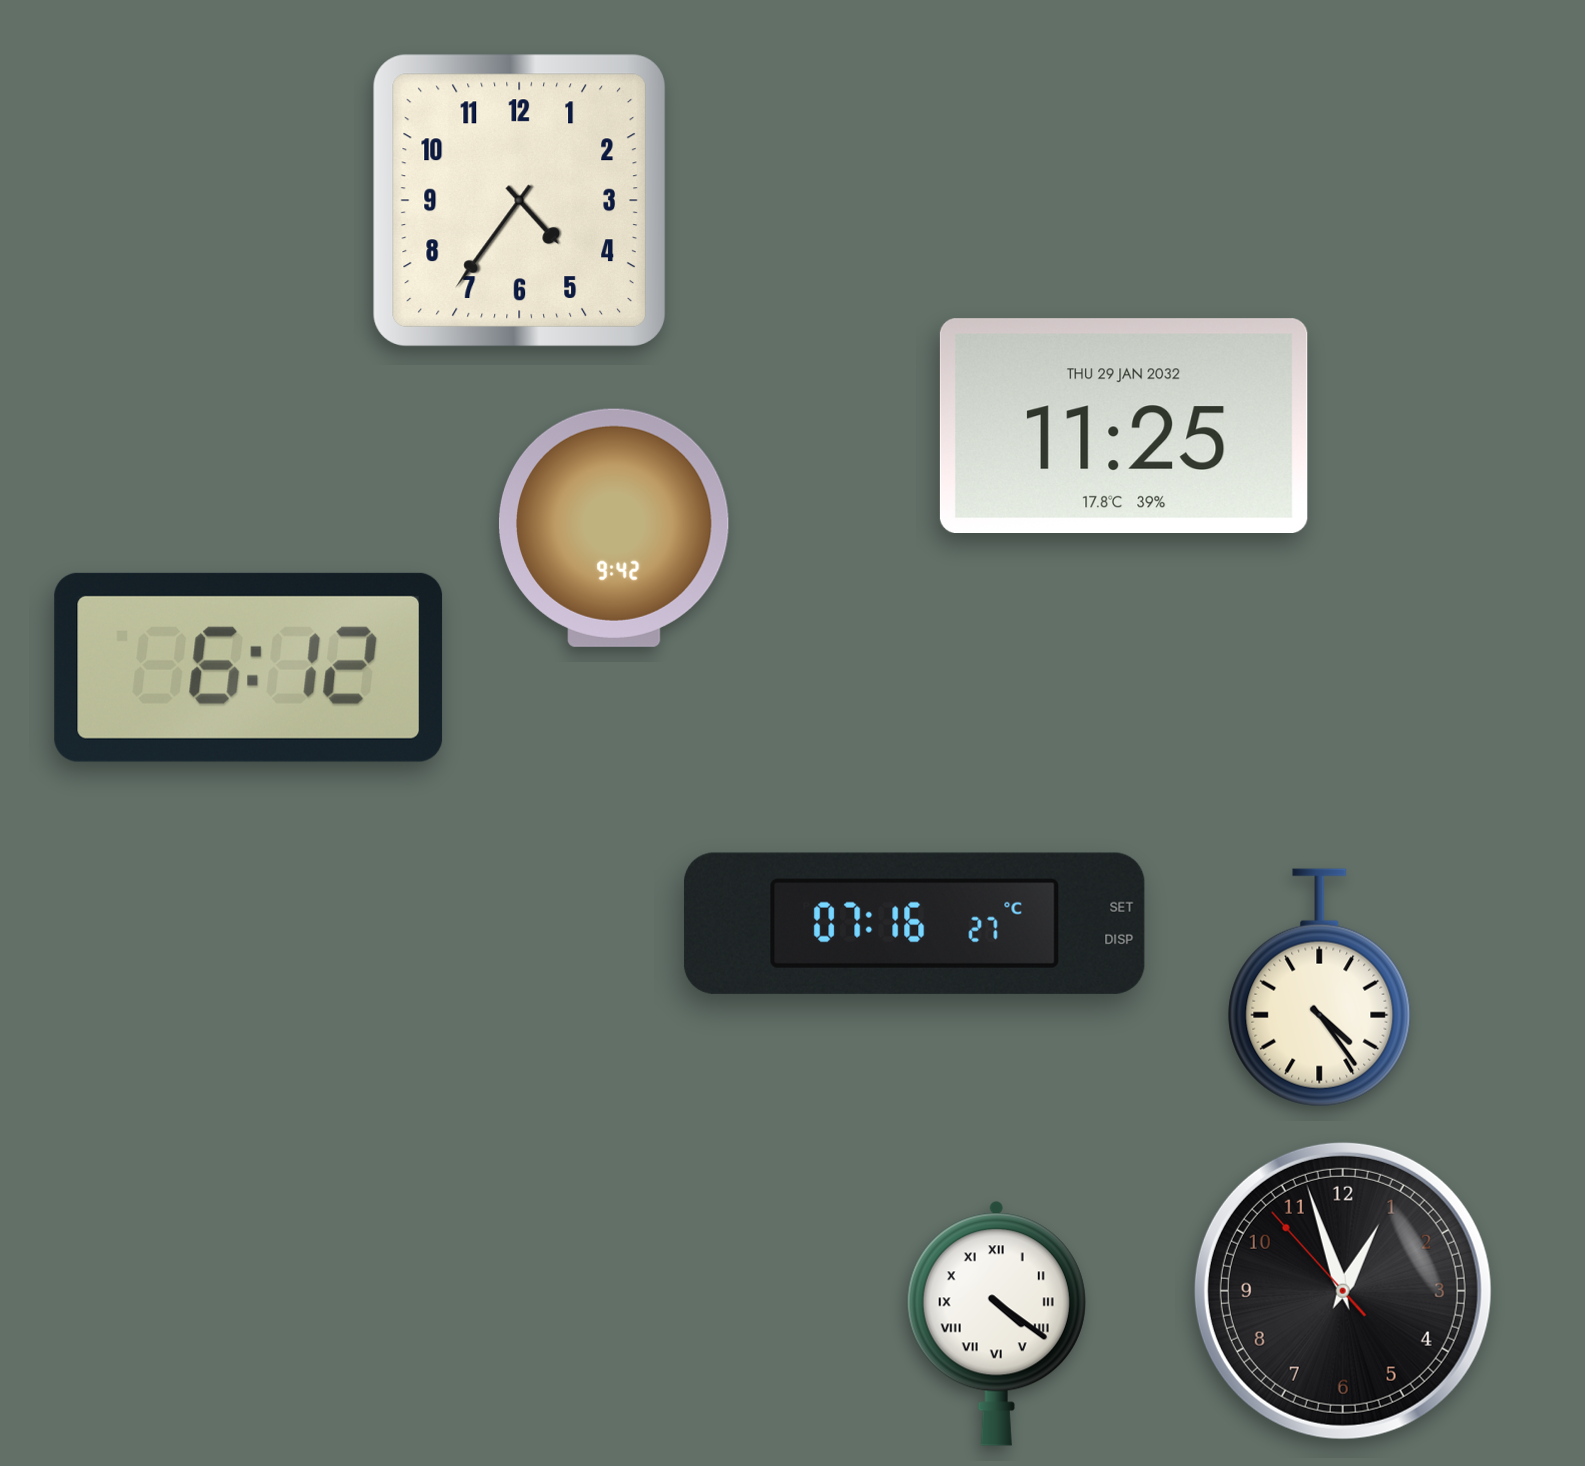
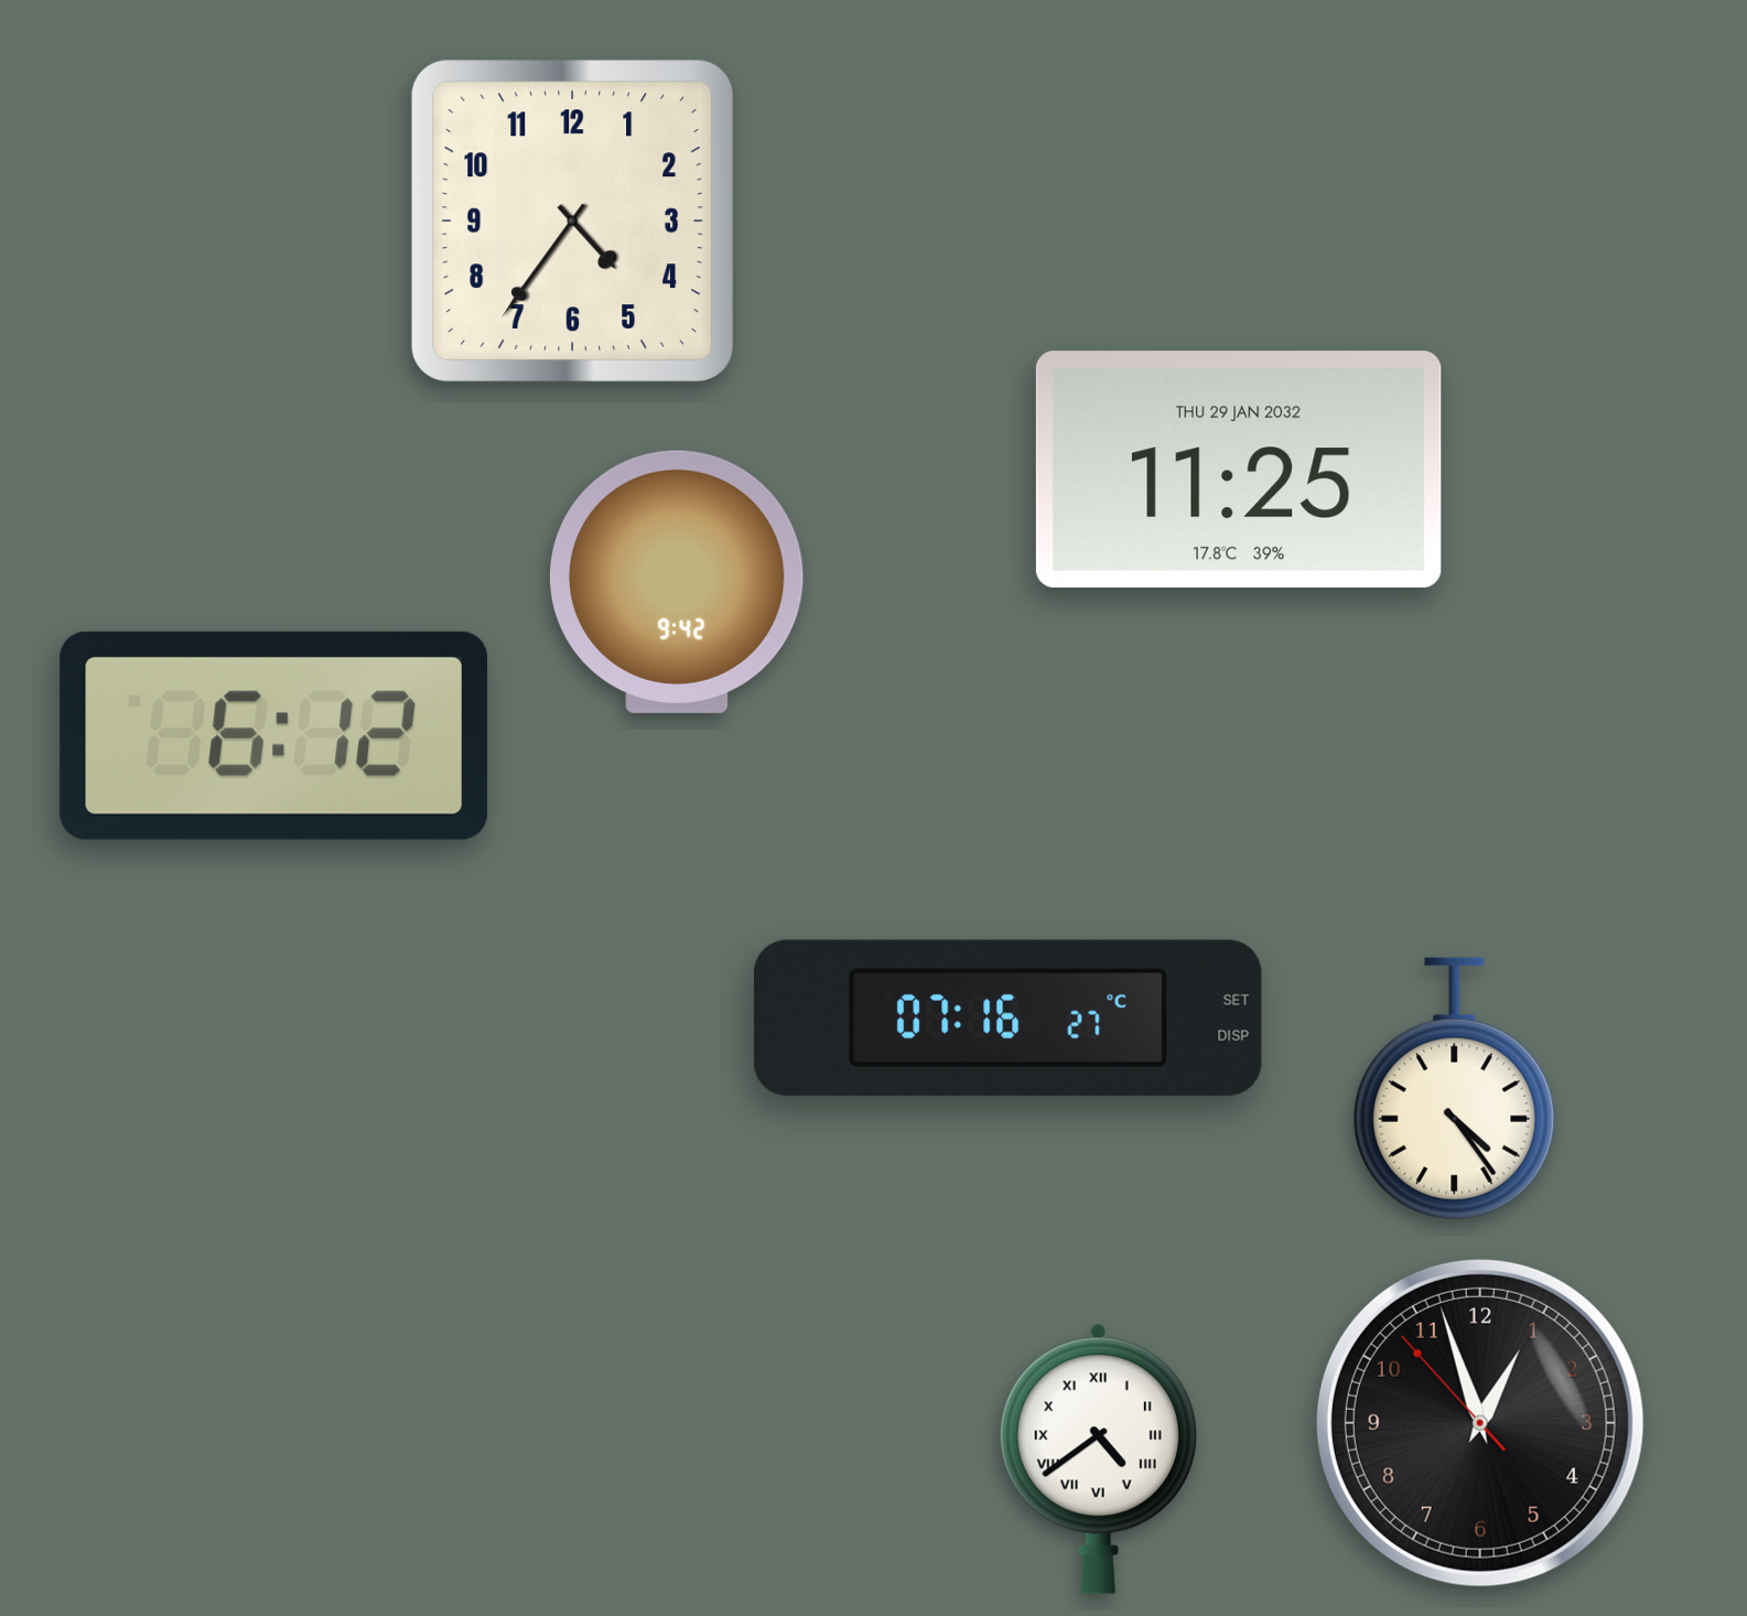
clock at (996, 1323): 4:21 -> 4:39
